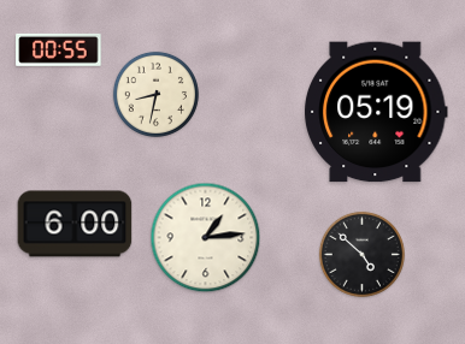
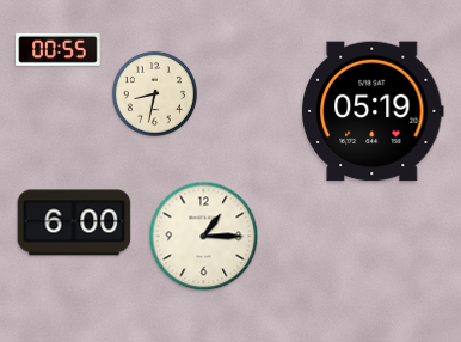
clock at (206, 238): 1:14 -> 1:15
clock at (361, 254): 4:52 -> none
